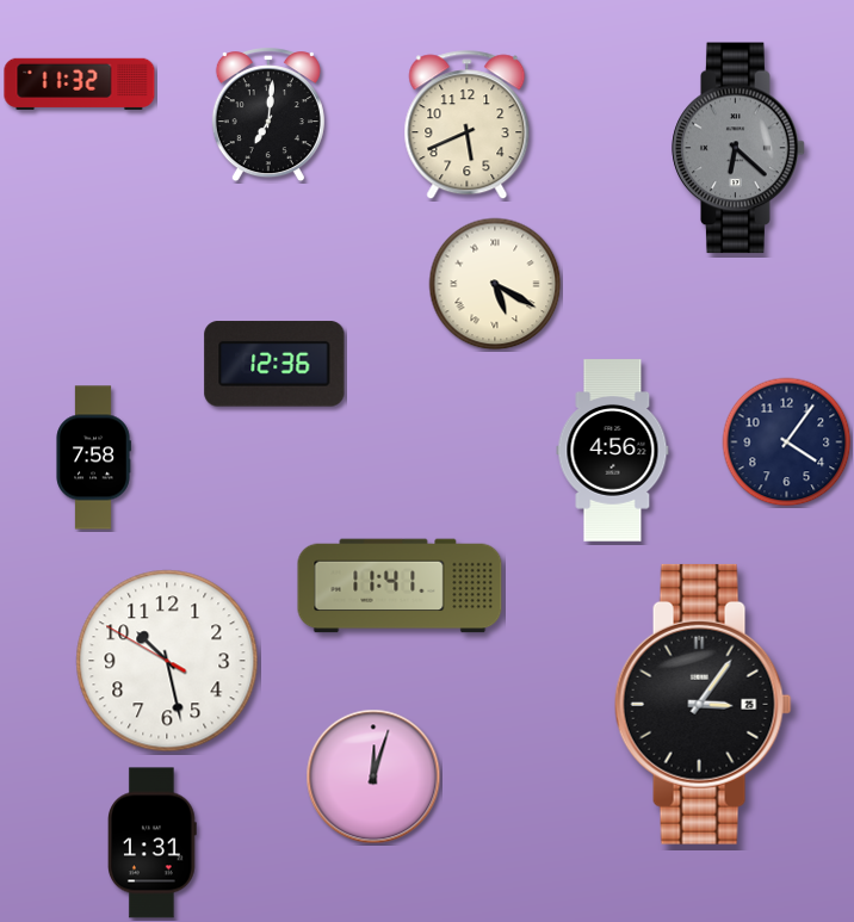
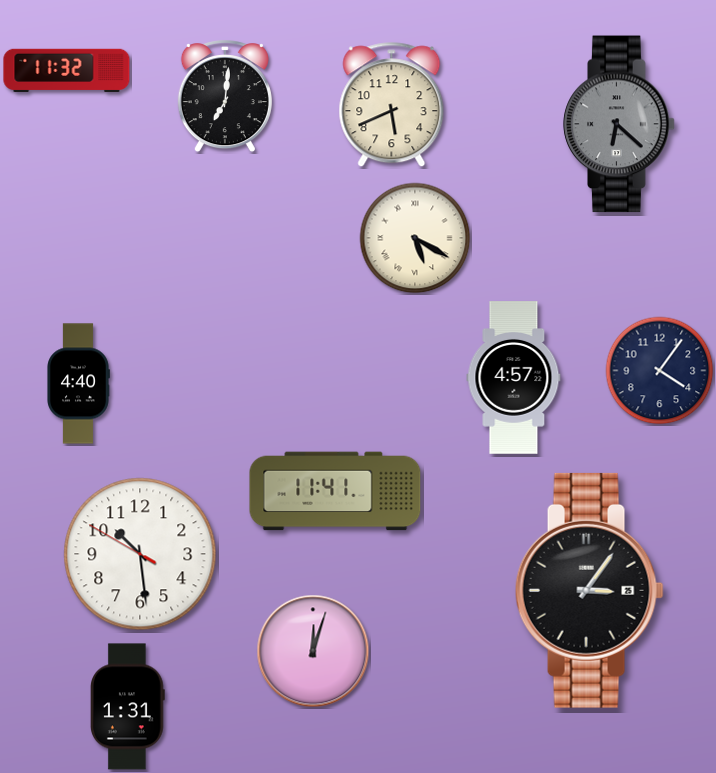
clock at (274, 364): 12:36 -> none
clock at (613, 451): 4:56 -> 4:57
clock at (93, 458): 7:58 -> 4:40
clock at (167, 661): 10:27 -> 10:28
